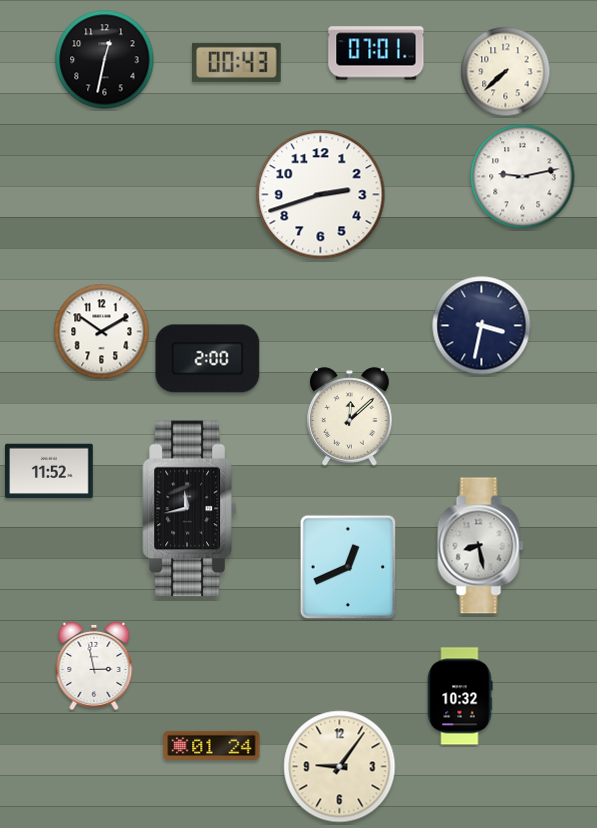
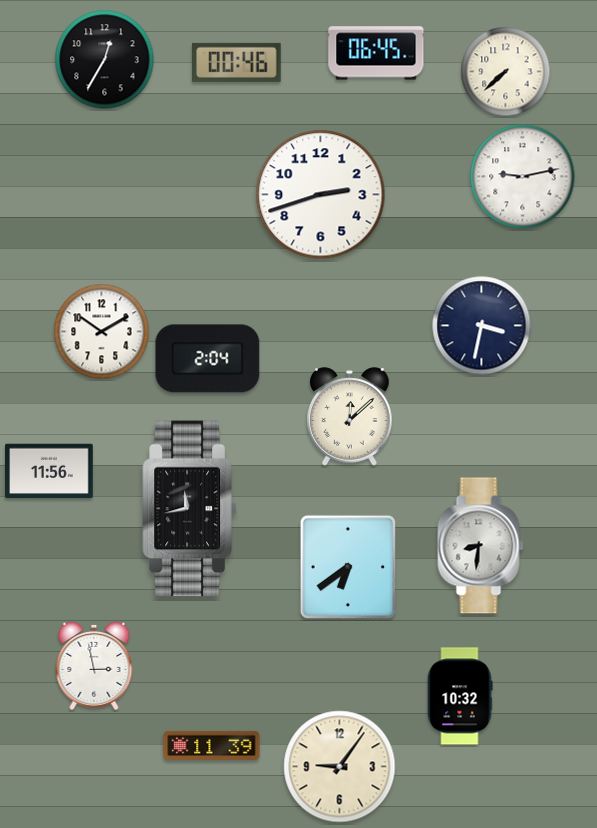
clock at (376, 53): 07:01 -> 06:45
clock at (105, 60): 12:32 -> 12:35
clock at (237, 62): 00:43 -> 00:46
clock at (208, 359): 2:00 -> 2:04
clock at (50, 471): 11:52 -> 11:56
clock at (481, 546): 8:28 -> 8:31
clock at (347, 567): 12:41 -> 6:39
clock at (212, 745): 01:24 -> 11:39
